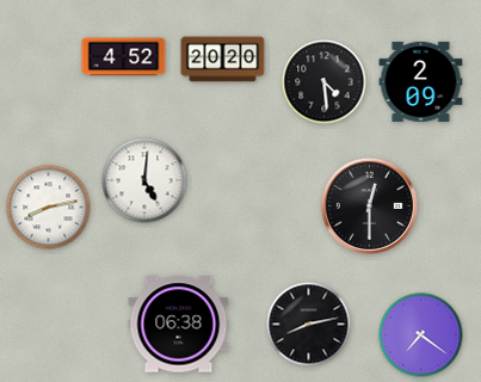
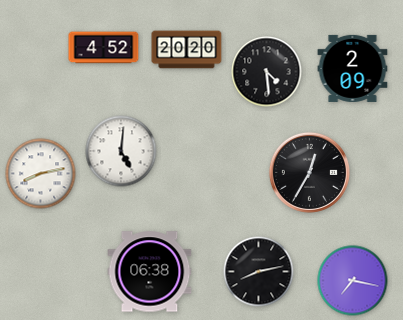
clock at (325, 82) position: (325, 82) -> (267, 72)
clock at (369, 205): 12:30 -> 12:35
clock at (421, 335): 7:21 -> 7:17
